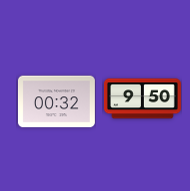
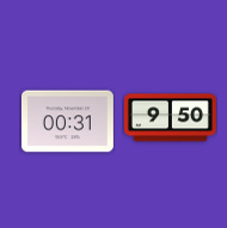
clock at (56, 102): 00:32 -> 00:31
